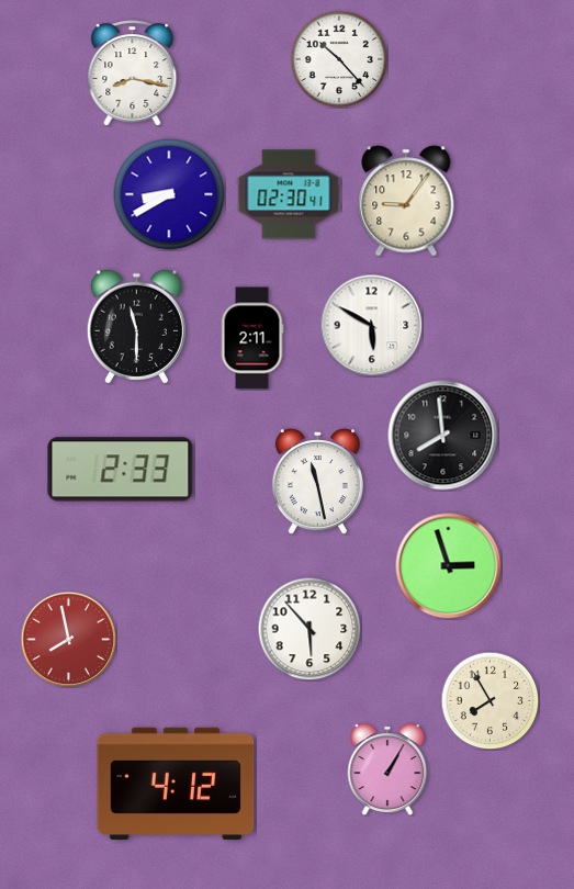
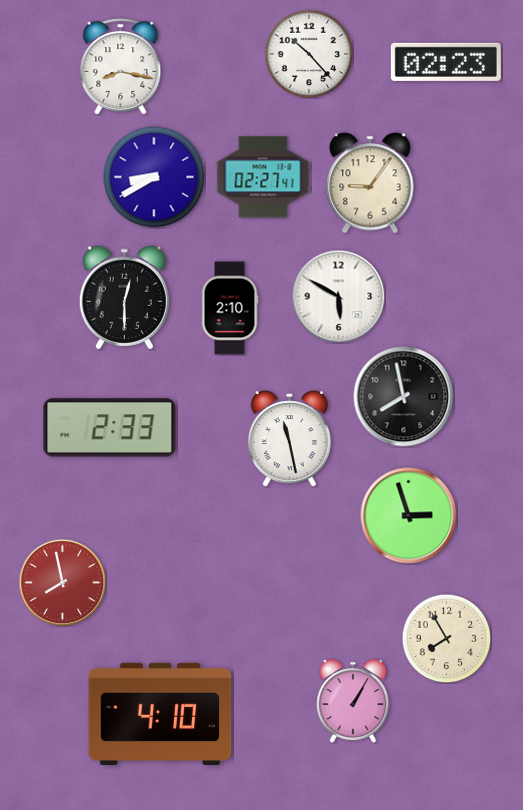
clock at (446, 62): none -> 02:23
clock at (289, 194): 02:30 -> 02:27
clock at (136, 327): 11:30 -> 12:30
clock at (252, 338): 2:11 -> 2:10
clock at (443, 436): 7:59 -> 7:58
clock at (309, 629): 5:53 -> none
clock at (176, 783): 4:12 -> 4:10
